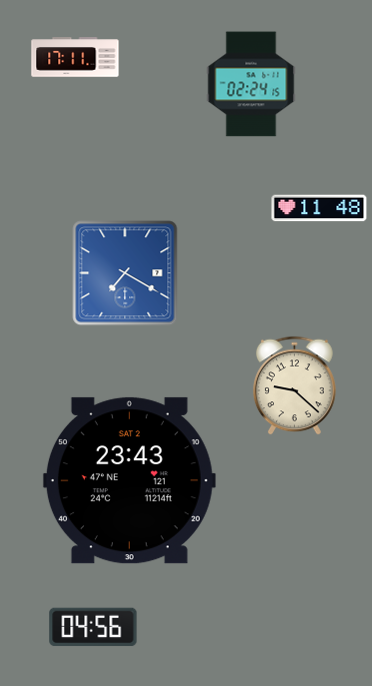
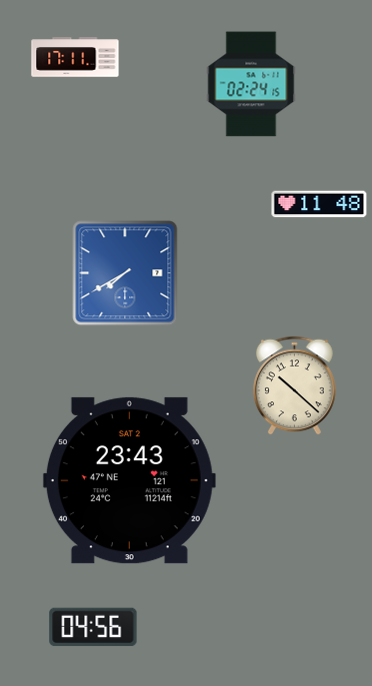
clock at (319, 208) position: (319, 208) -> (319, 204)
clock at (125, 273): 7:20 -> 7:40
clock at (295, 385): 9:22 -> 10:22
